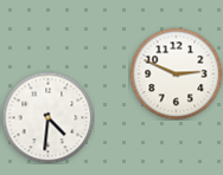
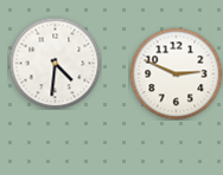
clock at (47, 117) position: (47, 117) -> (55, 63)
